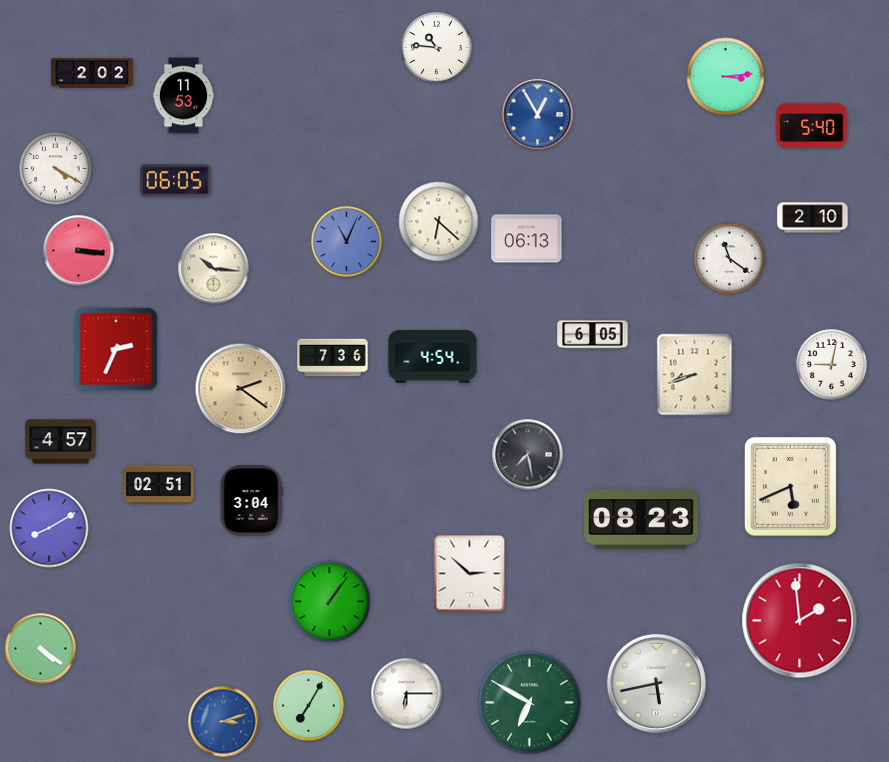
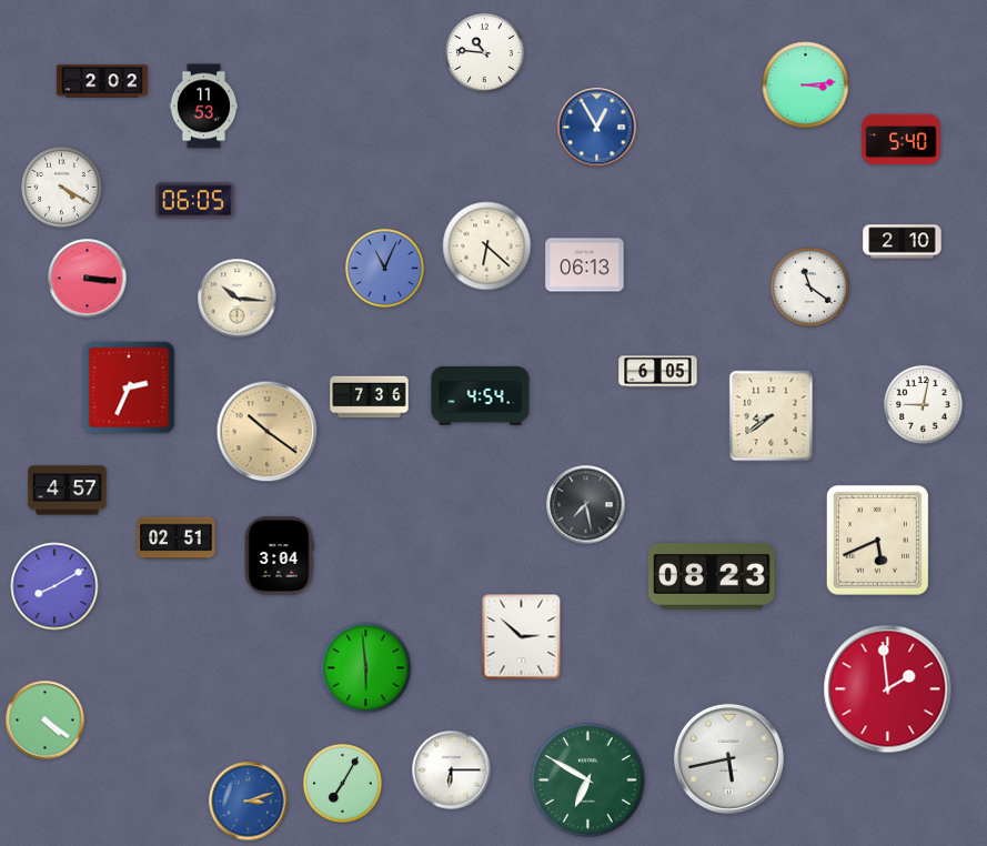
clock at (695, 375): 8:42 -> 8:39
clock at (241, 389): 2:21 -> 10:21
clock at (330, 602): 1:06 -> 5:59
